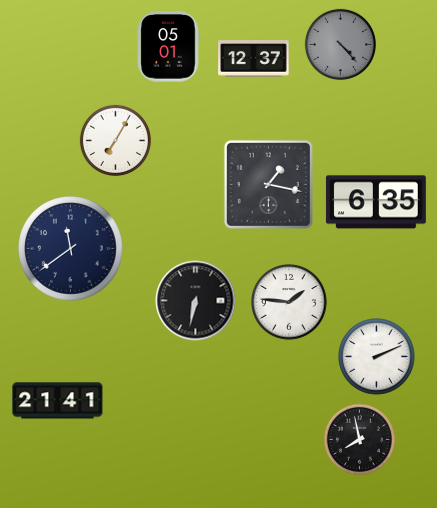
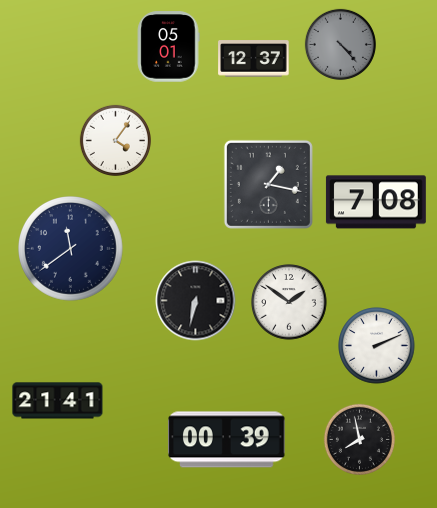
clock at (115, 140): 7:05 -> 4:06
clock at (376, 202): 6:35 -> 7:08
clock at (289, 302): 1:46 -> 1:51
clock at (377, 357) position: (377, 357) -> (377, 346)
clock at (227, 440): none -> 00:39
